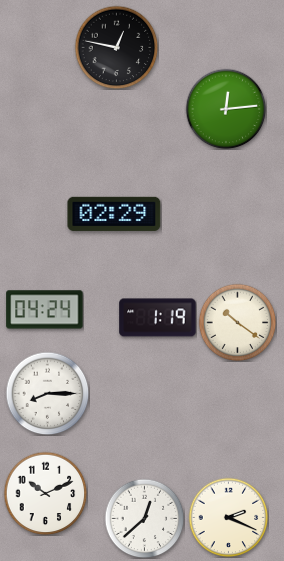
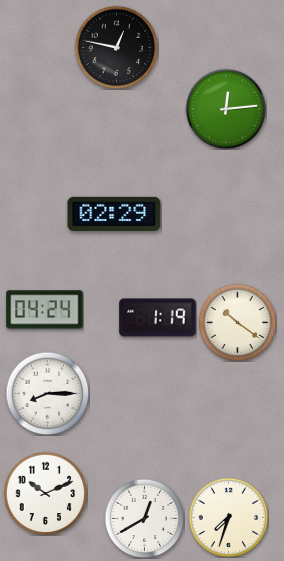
clock at (228, 517): 2:19 -> 7:33
clock at (144, 518): 12:38 -> 12:40
